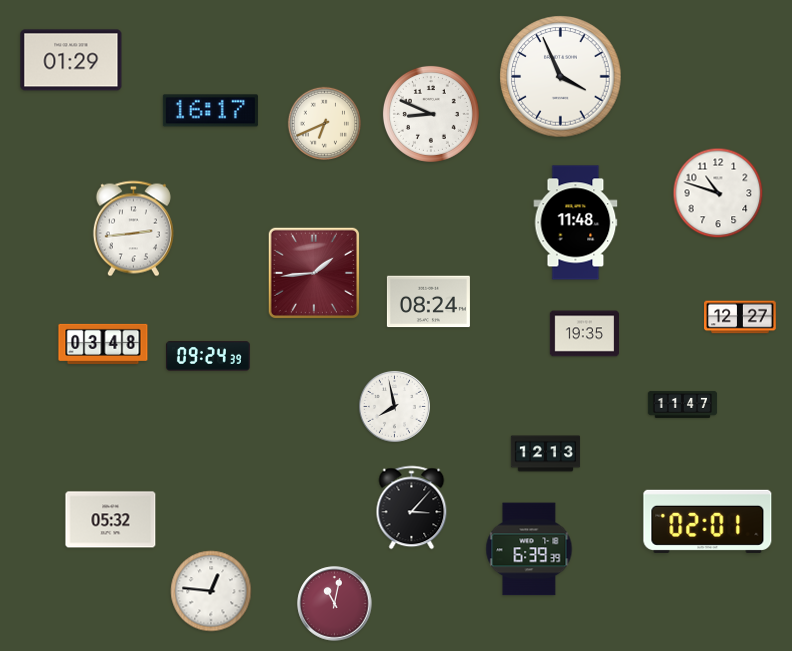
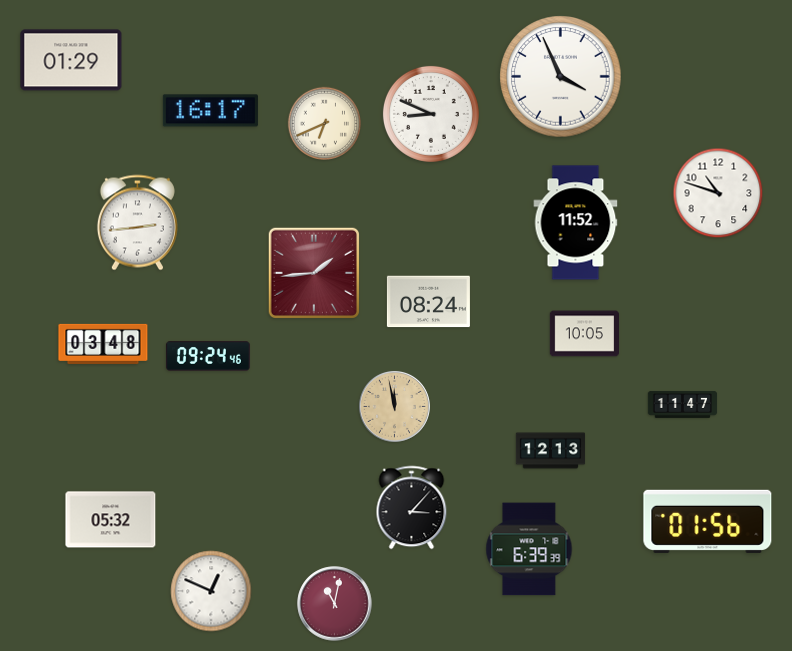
clock at (576, 223): 11:48 -> 11:52
clock at (133, 229) position: (133, 229) -> (137, 223)
clock at (740, 317): 12:27 -> none
clock at (584, 334): 19:35 -> 10:05
clock at (208, 356): 09:24:39 -> 09:24:46
clock at (394, 406): 7:58 -> 11:58
clock at (394, 406) dial: white -> champagne
clock at (546, 454) position: (546, 454) -> (551, 451)
clock at (708, 521): 02:01 -> 01:56
clock at (211, 591): 12:46 -> 12:49
